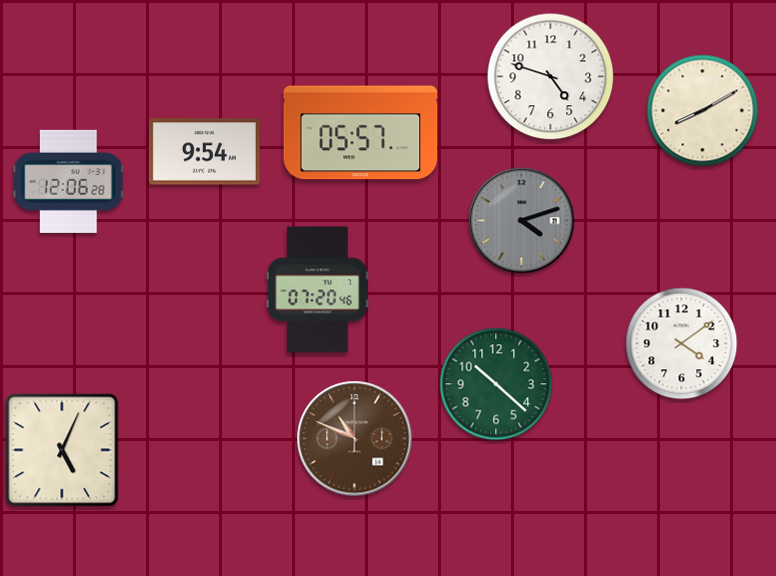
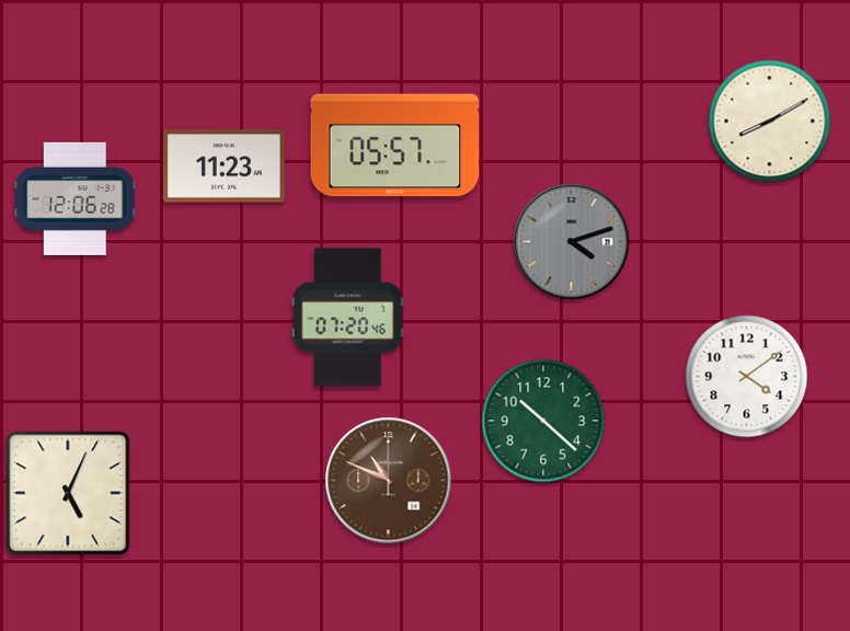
clock at (551, 77): 4:48 -> none
clock at (204, 152): 9:54 -> 11:23
